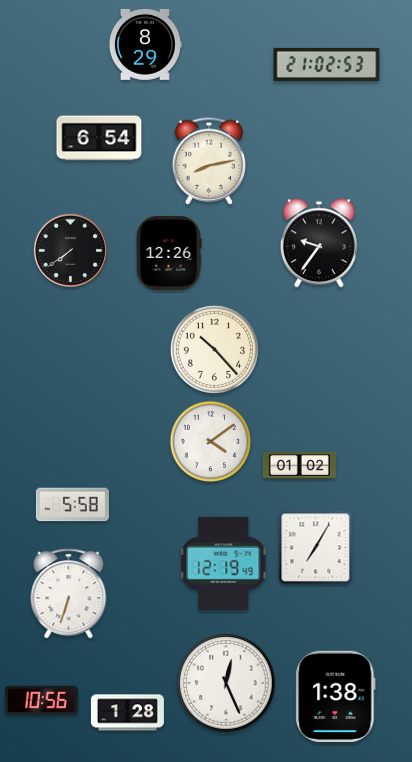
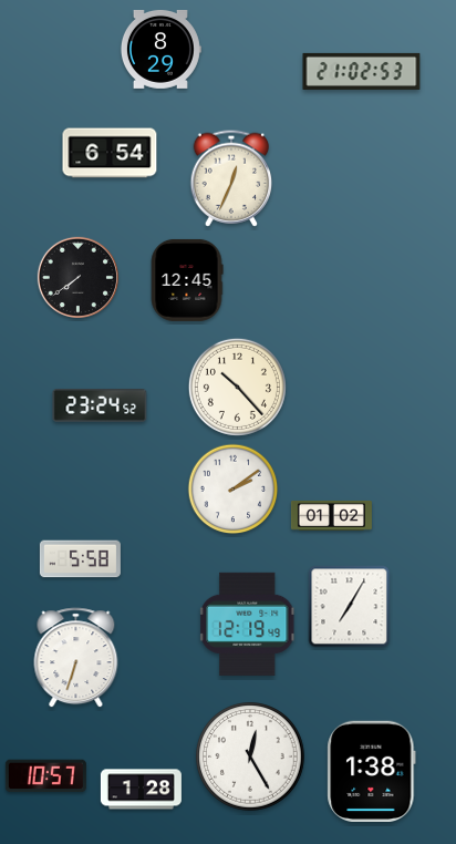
clock at (209, 161): 8:13 -> 12:34
clock at (319, 243): 9:36 -> none
clock at (169, 253): 12:26 -> 12:45
clock at (100, 406): none -> 23:24
clock at (211, 442): 4:09 -> 2:09
clock at (226, 683): 12:26 -> 12:25
clock at (41, 701): 10:56 -> 10:57
